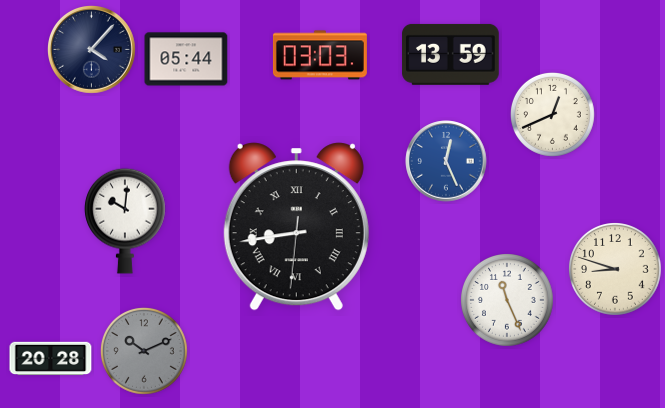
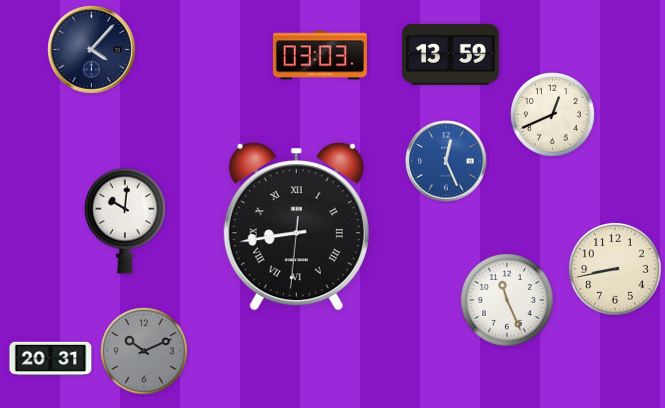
clock at (186, 59): 05:44 -> none
clock at (616, 270): 8:48 -> 8:43
clock at (51, 359): 20:28 -> 20:31
